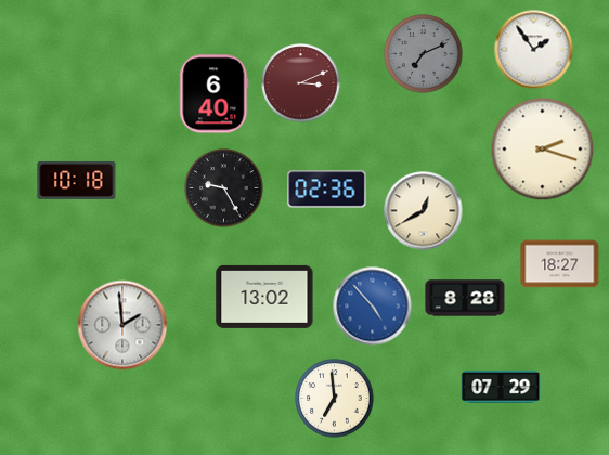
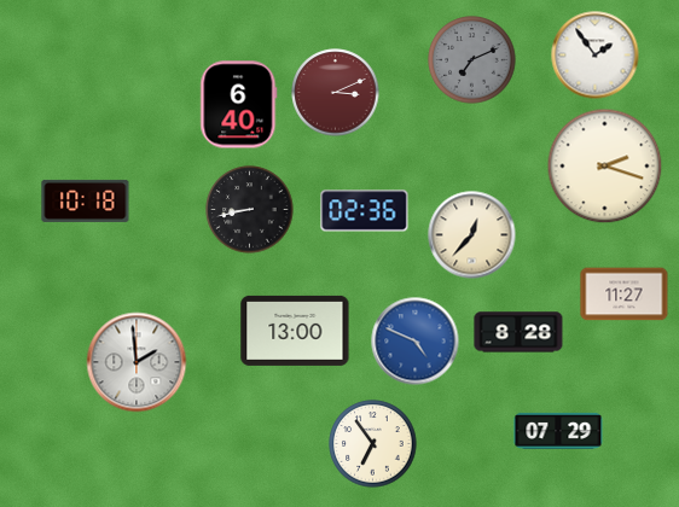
clock at (224, 188): 9:25 -> 8:43
clock at (424, 211): 12:40 -> 12:37
clock at (560, 264): 18:27 -> 11:27
clock at (264, 297): 13:02 -> 13:00
clock at (373, 307): 4:53 -> 4:49
clock at (335, 399): 6:59 -> 6:54
